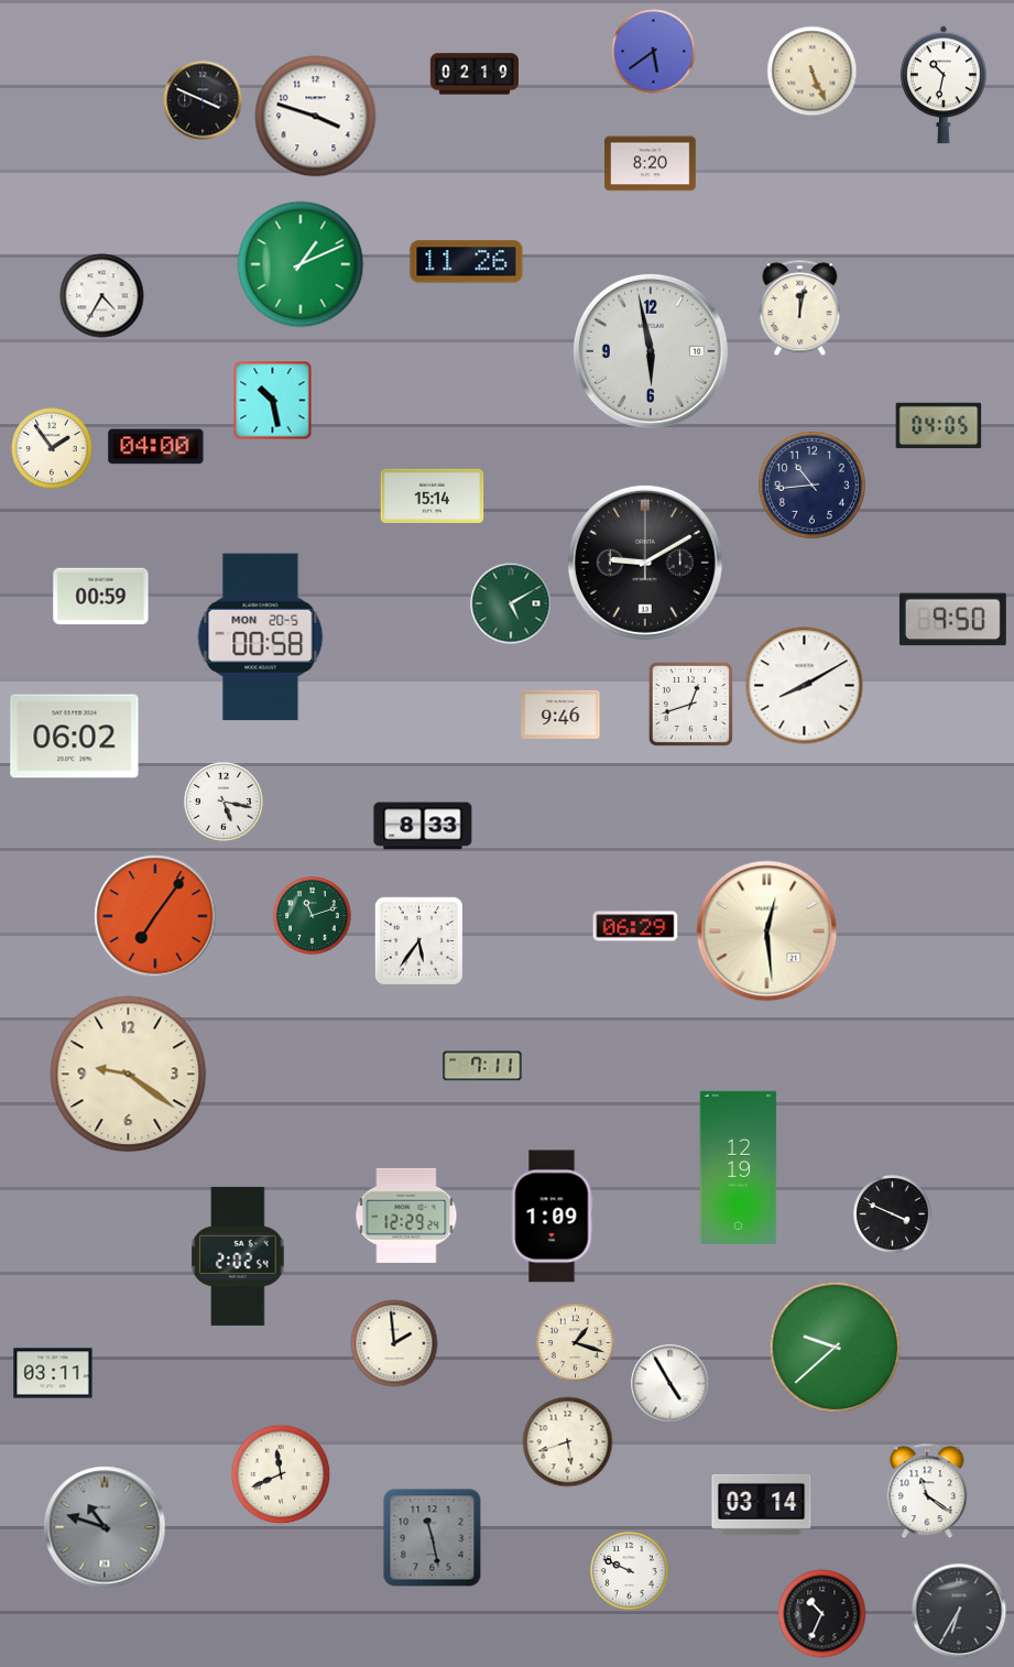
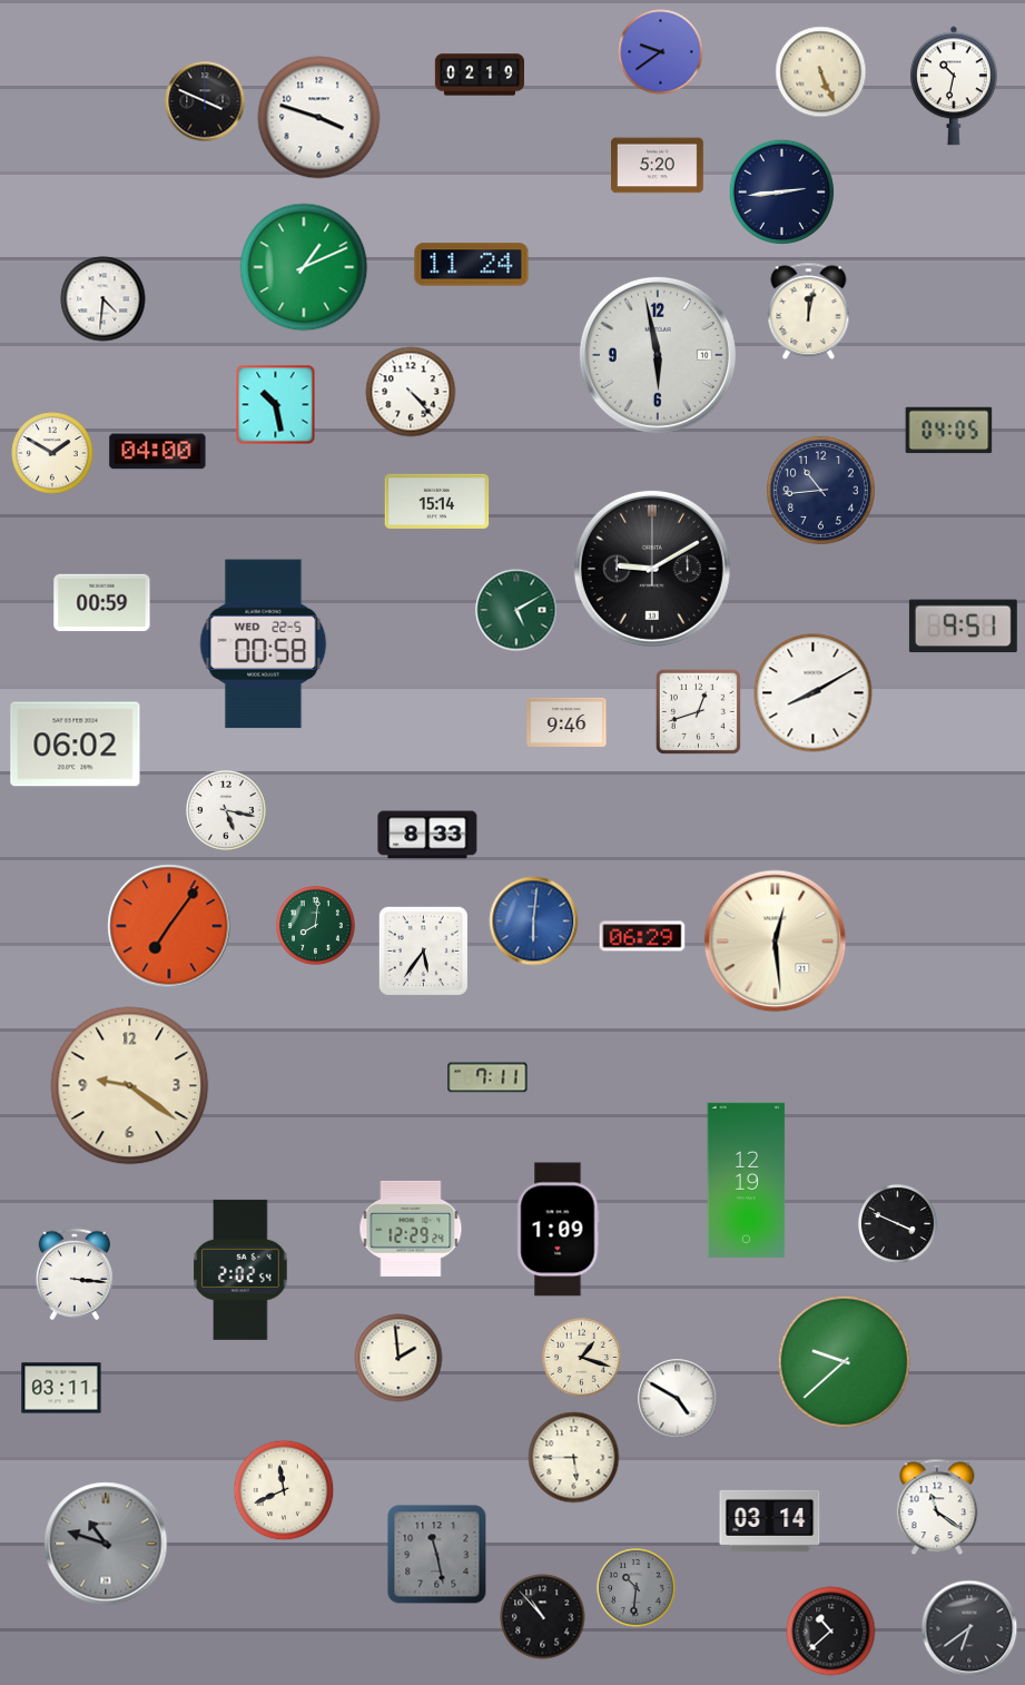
clock at (654, 52): 5:39 -> 9:39
clock at (651, 164): 8:20 -> 5:20
clock at (781, 191): none -> 2:44
clock at (467, 262): 11:26 -> 11:24
clock at (102, 296): 4:35 -> 4:31
clock at (411, 392): none -> 4:23
clock at (52, 448): 1:54 -> 1:50
clock at (952, 620): 9:50 -> 9:51
clock at (261, 638) date: MON 20-5 -> WED 22-5
clock at (534, 922): none -> 6:01
clock at (155, 916) position: (155, 916) -> (169, 926)
clock at (313, 916): 11:12 -> 8:01
clock at (893, 1214) position: (893, 1214) -> (898, 1224)
clock at (73, 1273): none -> 3:16
clock at (53, 1373) position: (53, 1373) -> (61, 1388)
clock at (670, 1384): 4:55 -> 4:50
clock at (568, 1442): 5:42 -> 5:45
clock at (630, 1571): 9:49 -> 10:31
clock at (630, 1571) dial: white -> grey
clock at (543, 1617): none -> 10:53
clock at (959, 1611): 6:35 -> 6:39
clock at (822, 1614): 10:34 -> 10:38
